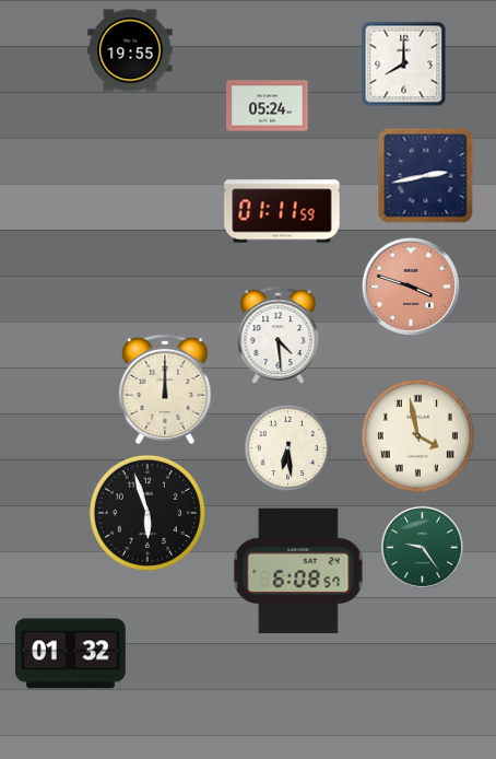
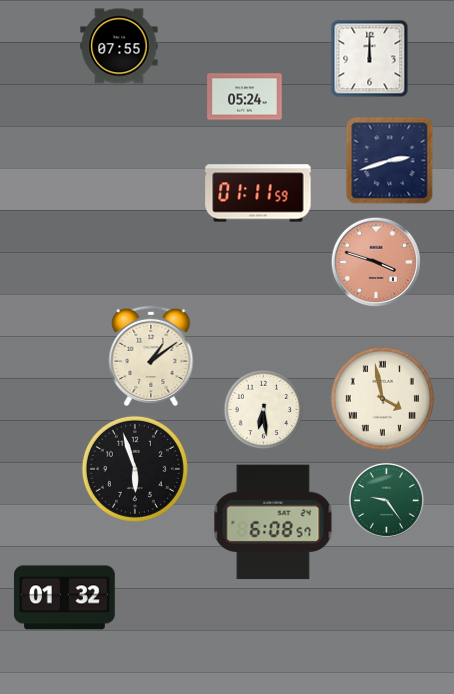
clock at (130, 50): 19:55 -> 07:55
clock at (404, 65): 8:00 -> 12:00
clock at (426, 176): 2:43 -> 2:42
clock at (279, 336): 4:29 -> none
clock at (165, 389): 12:00 -> 1:09
